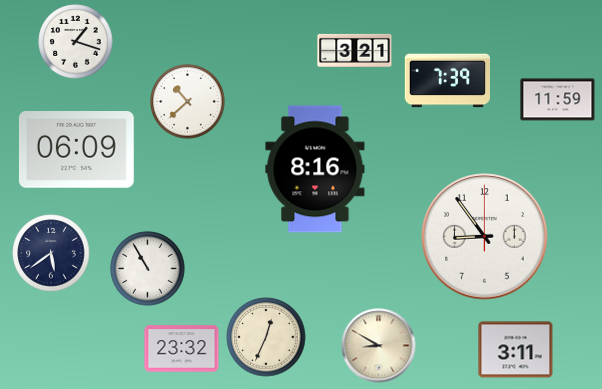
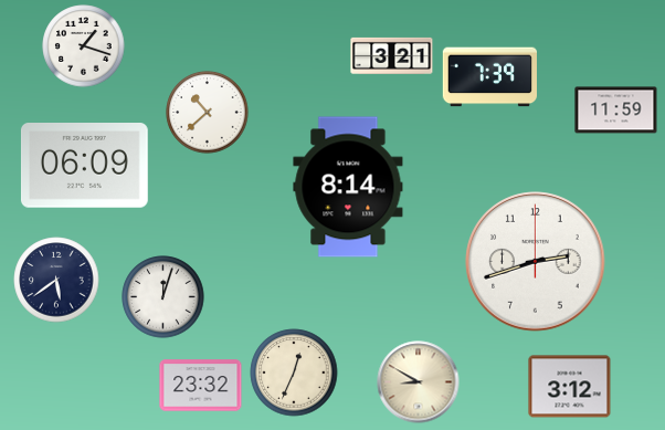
clock at (447, 81) position: (447, 81) -> (489, 77)
clock at (315, 169): 8:16 -> 8:14
clock at (485, 237): 8:54 -> 2:42
clock at (148, 269): 10:55 -> 12:03
clock at (516, 350): 3:11 -> 3:12
